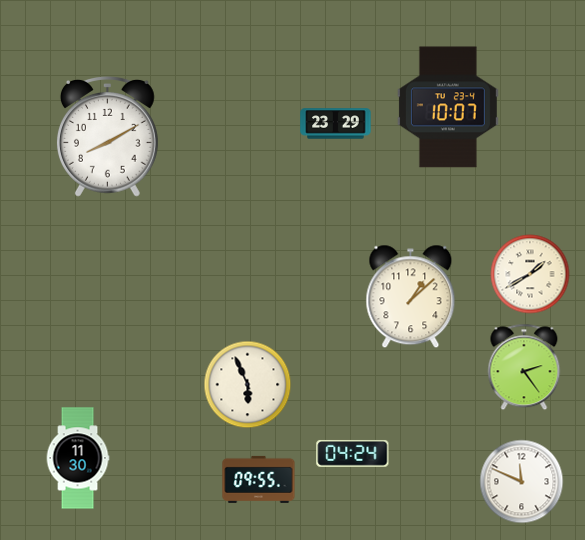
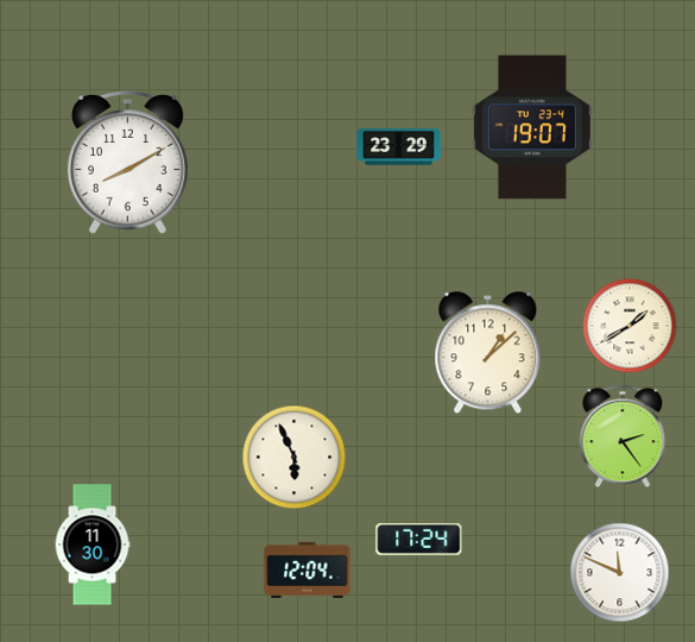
clock at (448, 107): 10:07 -> 19:07
clock at (353, 453): 04:24 -> 17:24
clock at (259, 479): 09:55 -> 12:04
